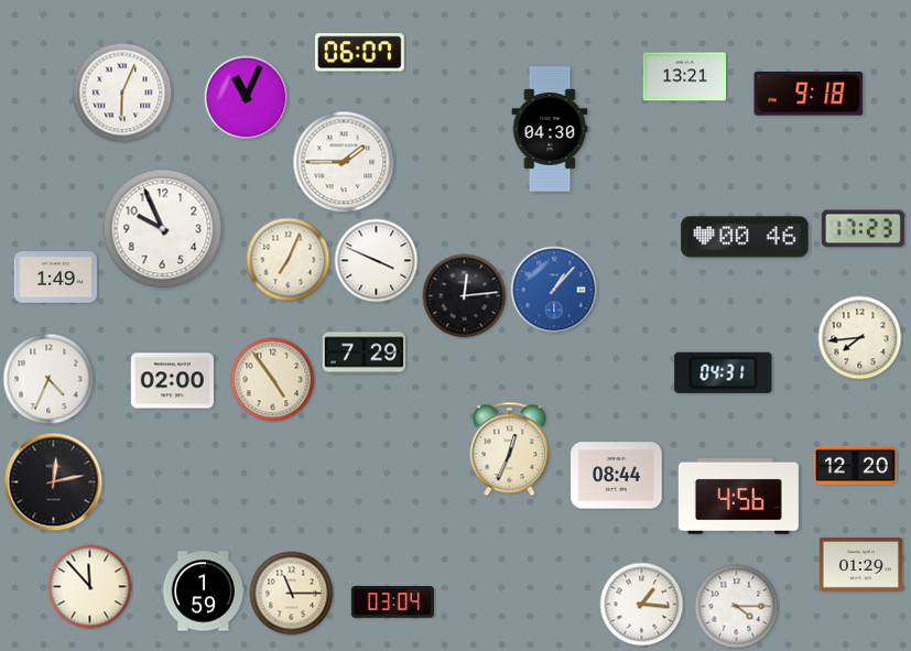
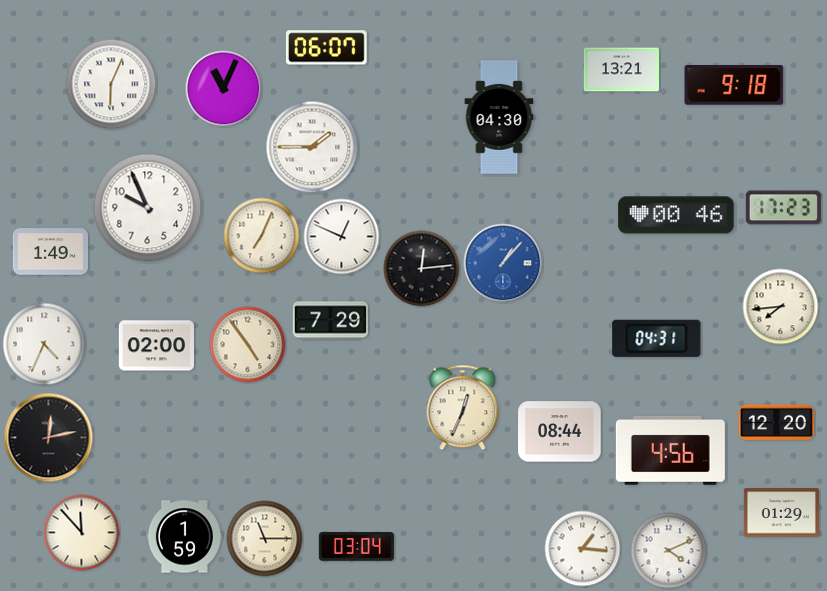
clock at (377, 261): 3:49 -> 12:49
clock at (737, 607): 4:15 -> 4:11
